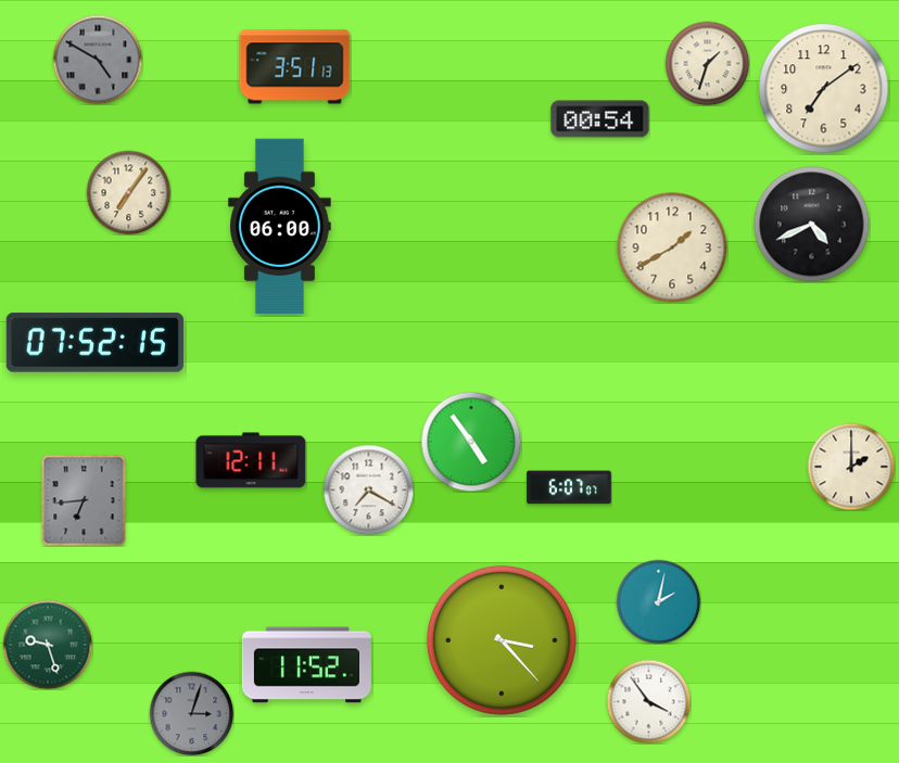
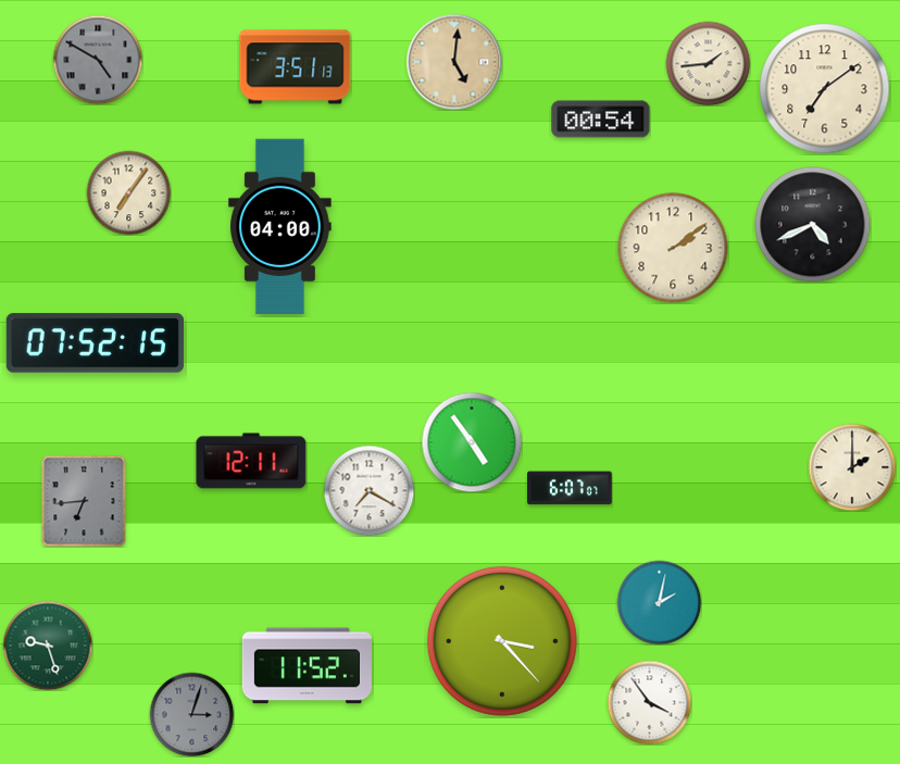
clock at (454, 62): none -> 5:01
clock at (707, 63): 1:33 -> 1:44
clock at (280, 227): 06:00 -> 04:00
clock at (672, 247): 1:40 -> 2:09
